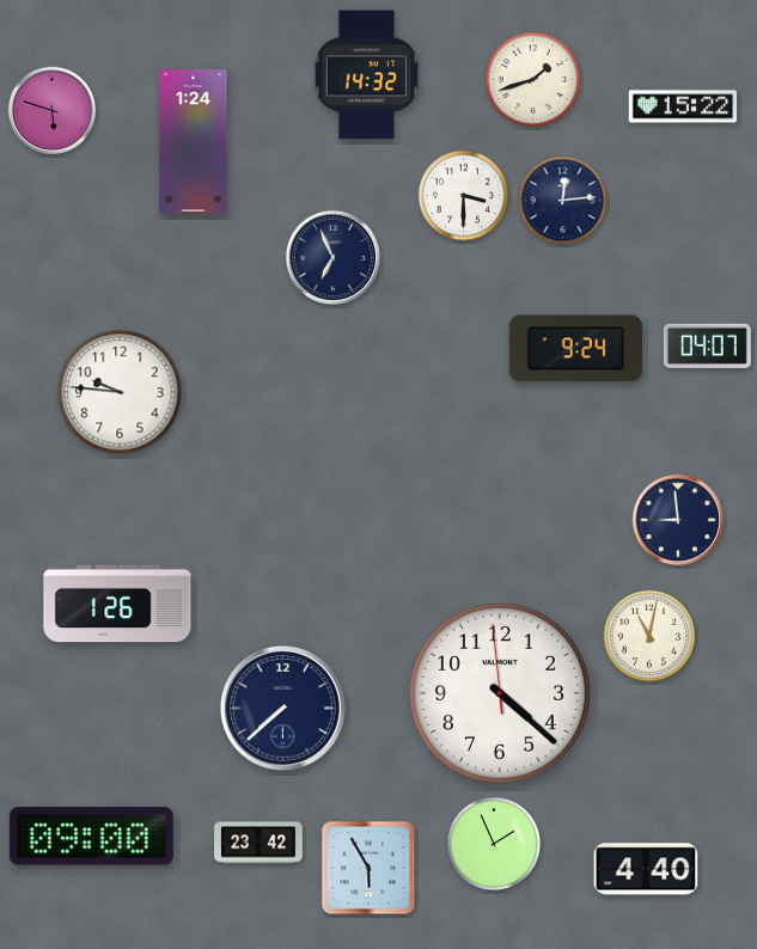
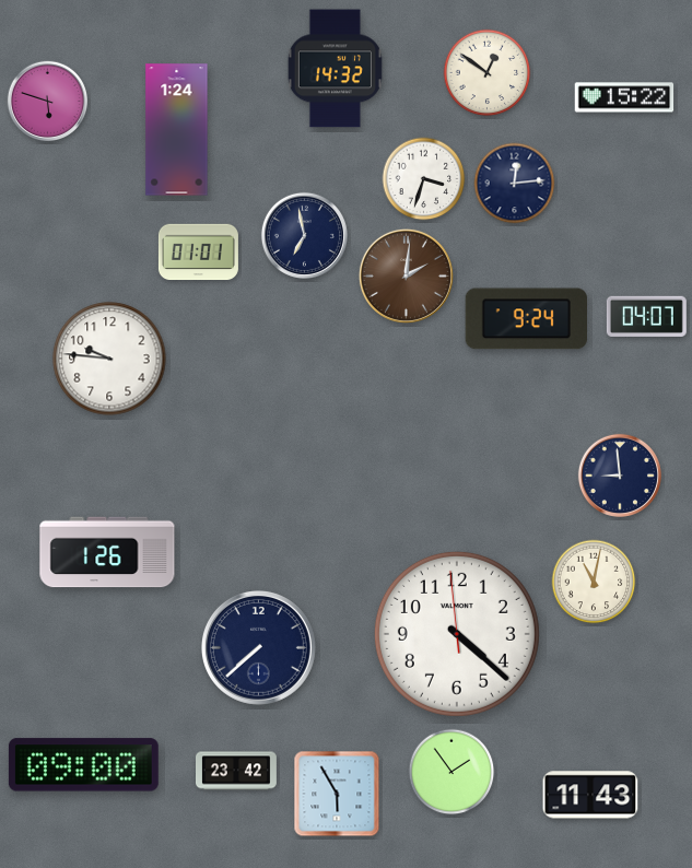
clock at (533, 80): 1:42 -> 12:51
clock at (464, 196): 3:30 -> 3:33
clock at (332, 257): 6:56 -> 6:58
clock at (198, 253): none -> 01:01
clock at (406, 275): none -> 2:01
clock at (494, 844): 1:56 -> 1:54
clock at (646, 869): 4:40 -> 11:43
